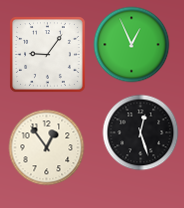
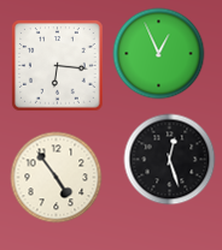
clock at (48, 55): 9:06 -> 6:16
clock at (47, 148): 12:54 -> 4:54
